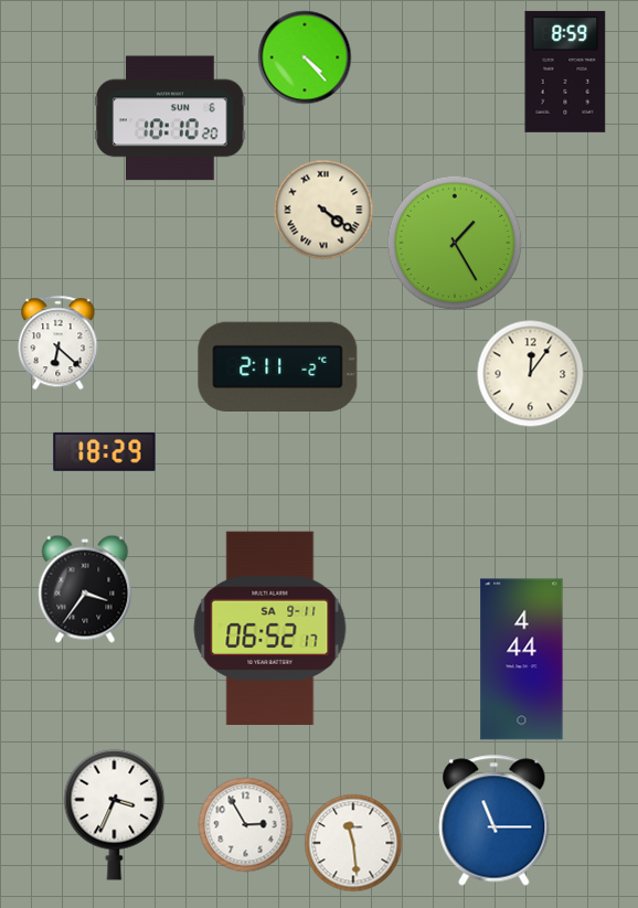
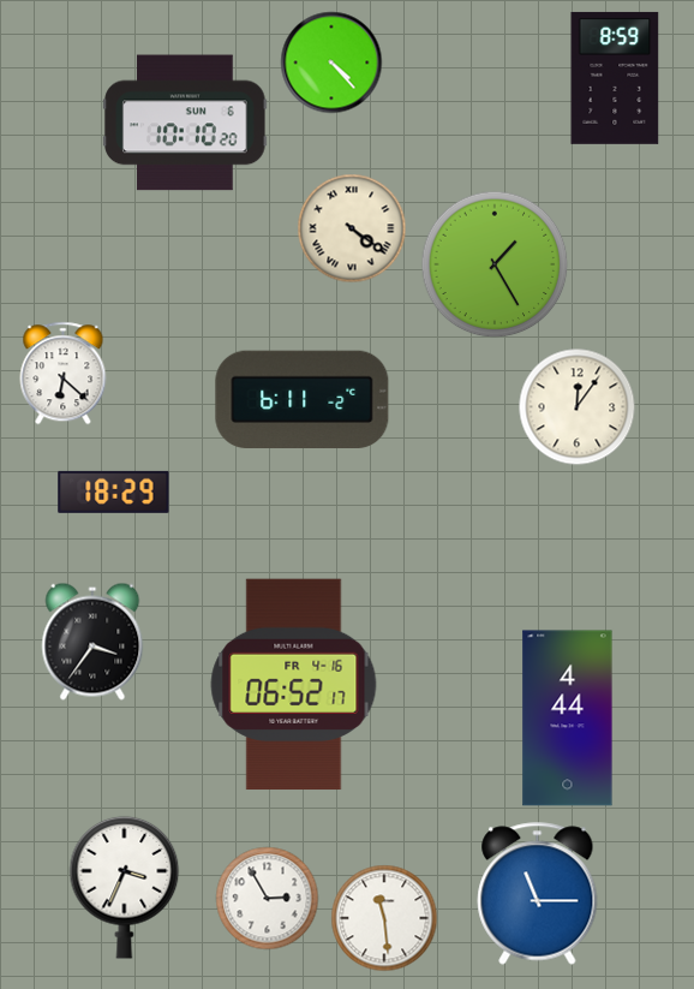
clock at (170, 118) position: (170, 118) -> (185, 123)
clock at (278, 367): 2:11 -> 6:11
clock at (270, 629) date: SA 9-11 -> FR 4-16
